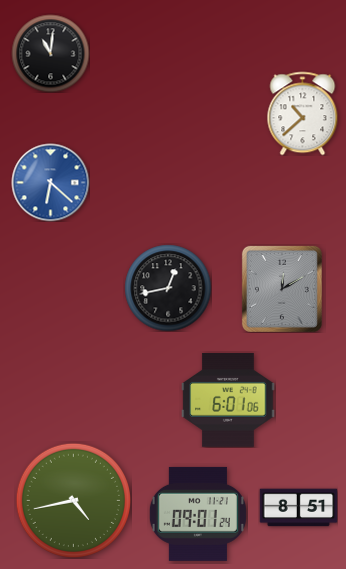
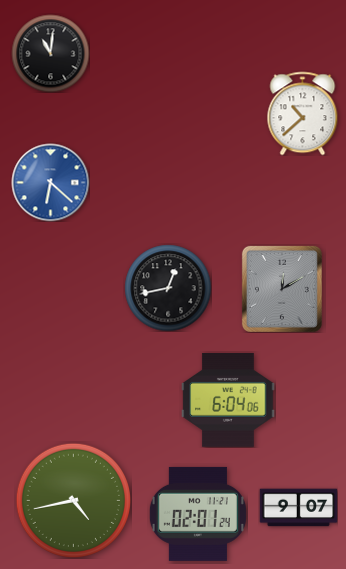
clock at (228, 400): 6:01 -> 6:04
clock at (298, 508): 8:51 -> 9:07
clock at (198, 514): 09:01 -> 02:01
